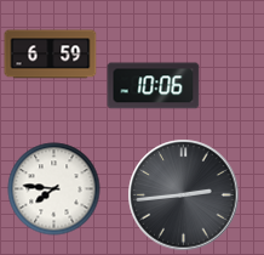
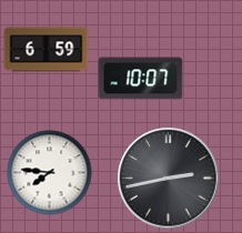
clock at (154, 86): 10:06 -> 10:07
clock at (184, 195): 2:44 -> 2:43
